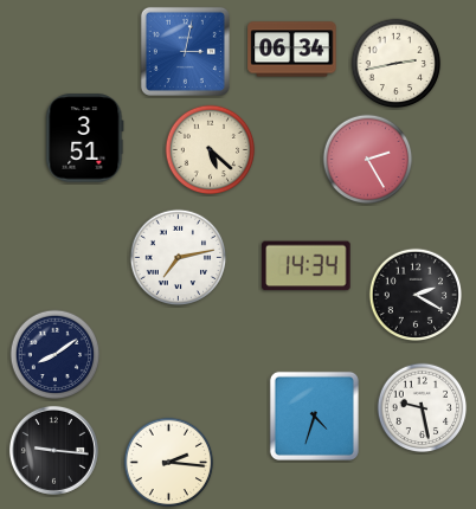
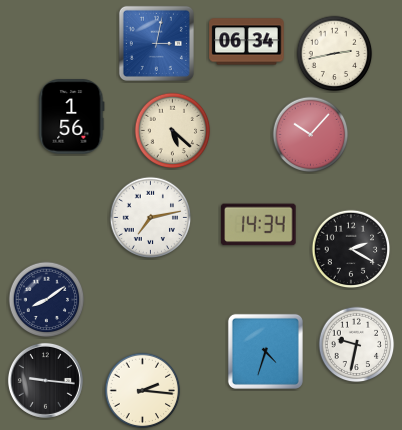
clock at (85, 138): 3:51 -> 1:56
clock at (211, 150) position: (211, 150) -> (173, 131)
clock at (368, 160): 2:25 -> 10:07
clock at (423, 408): 9:28 -> 9:32
